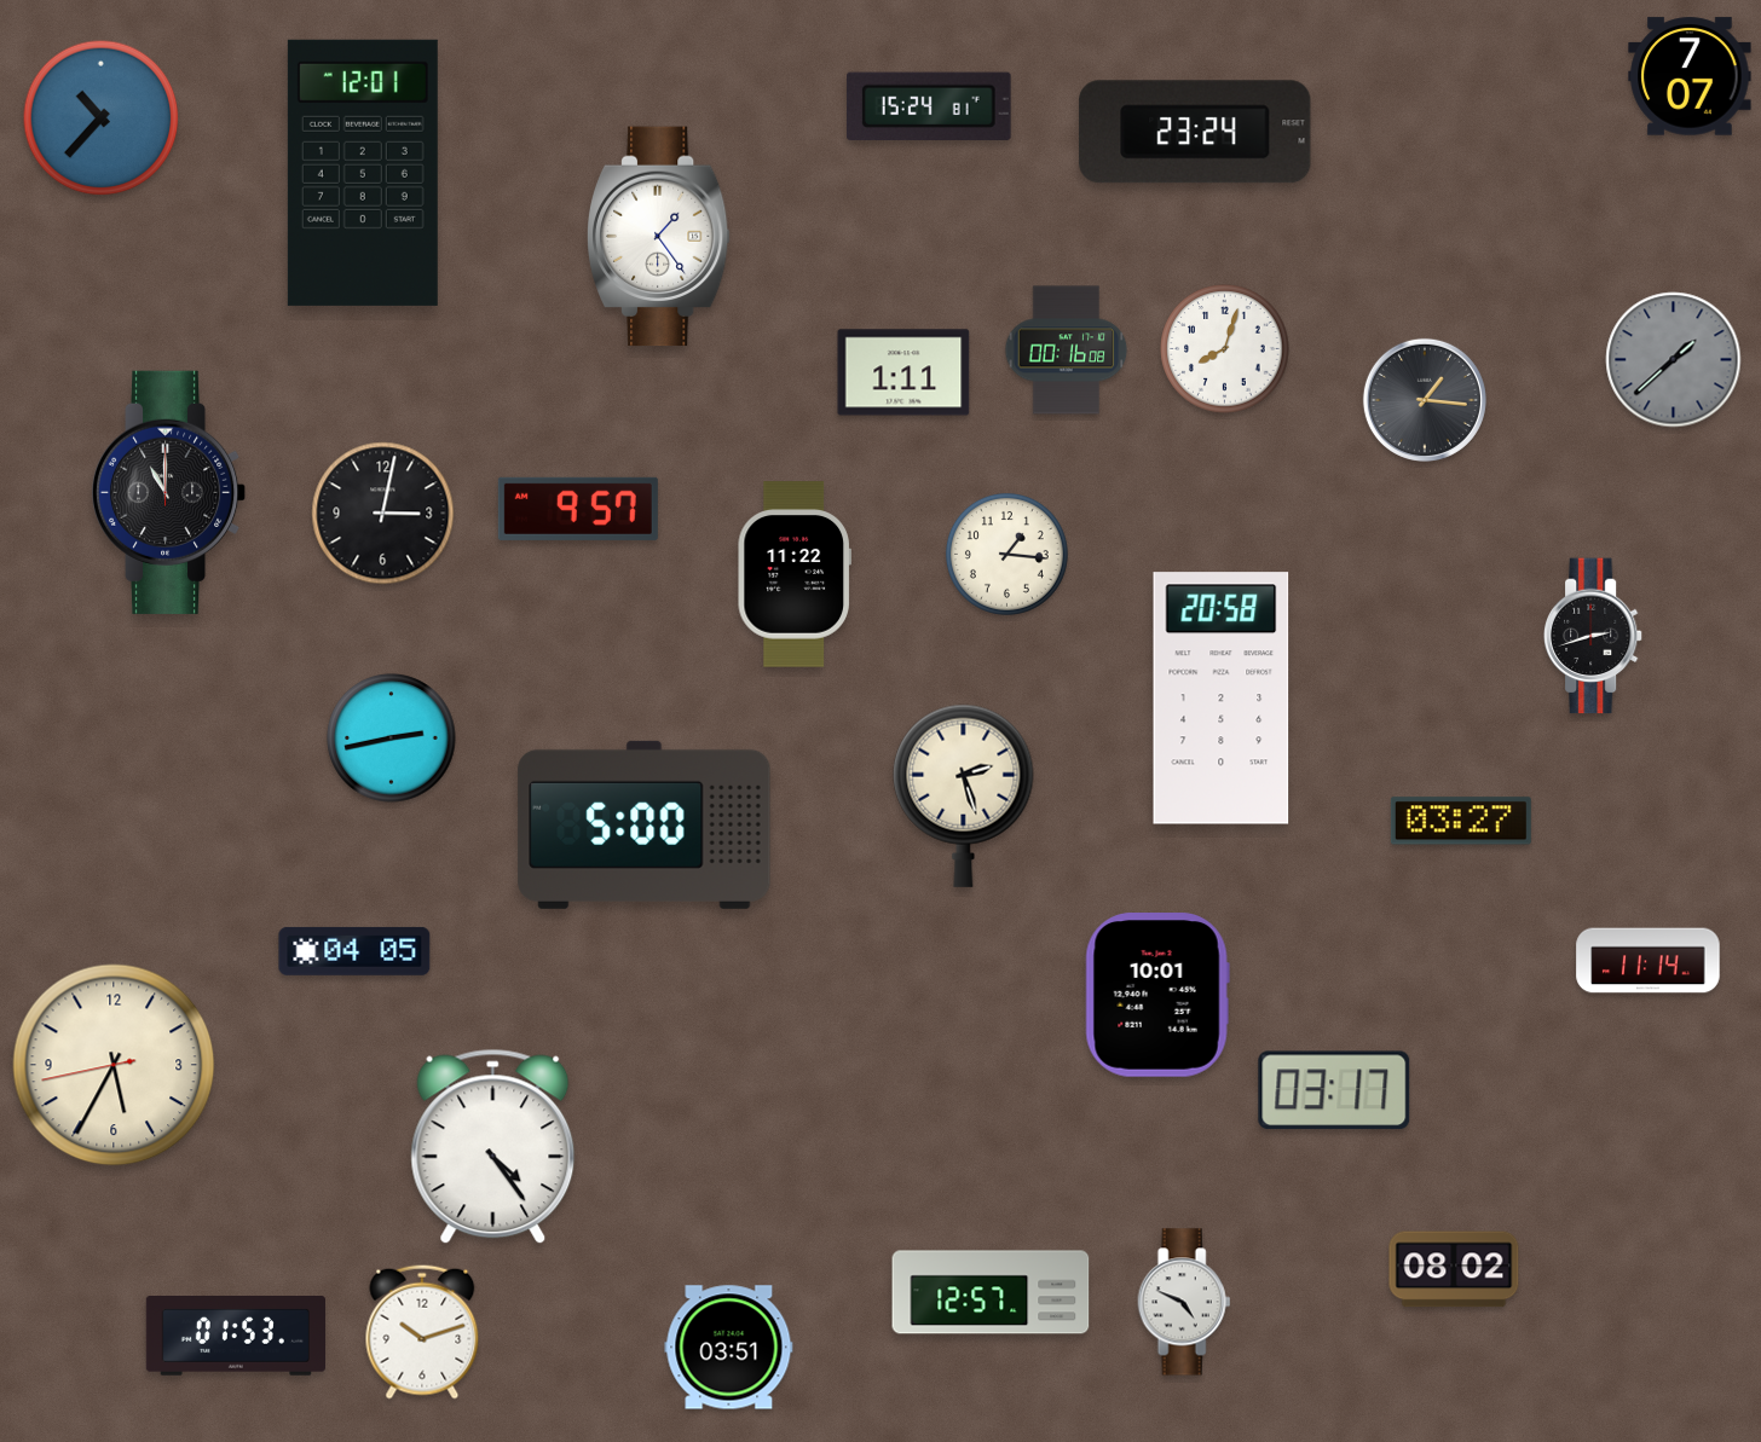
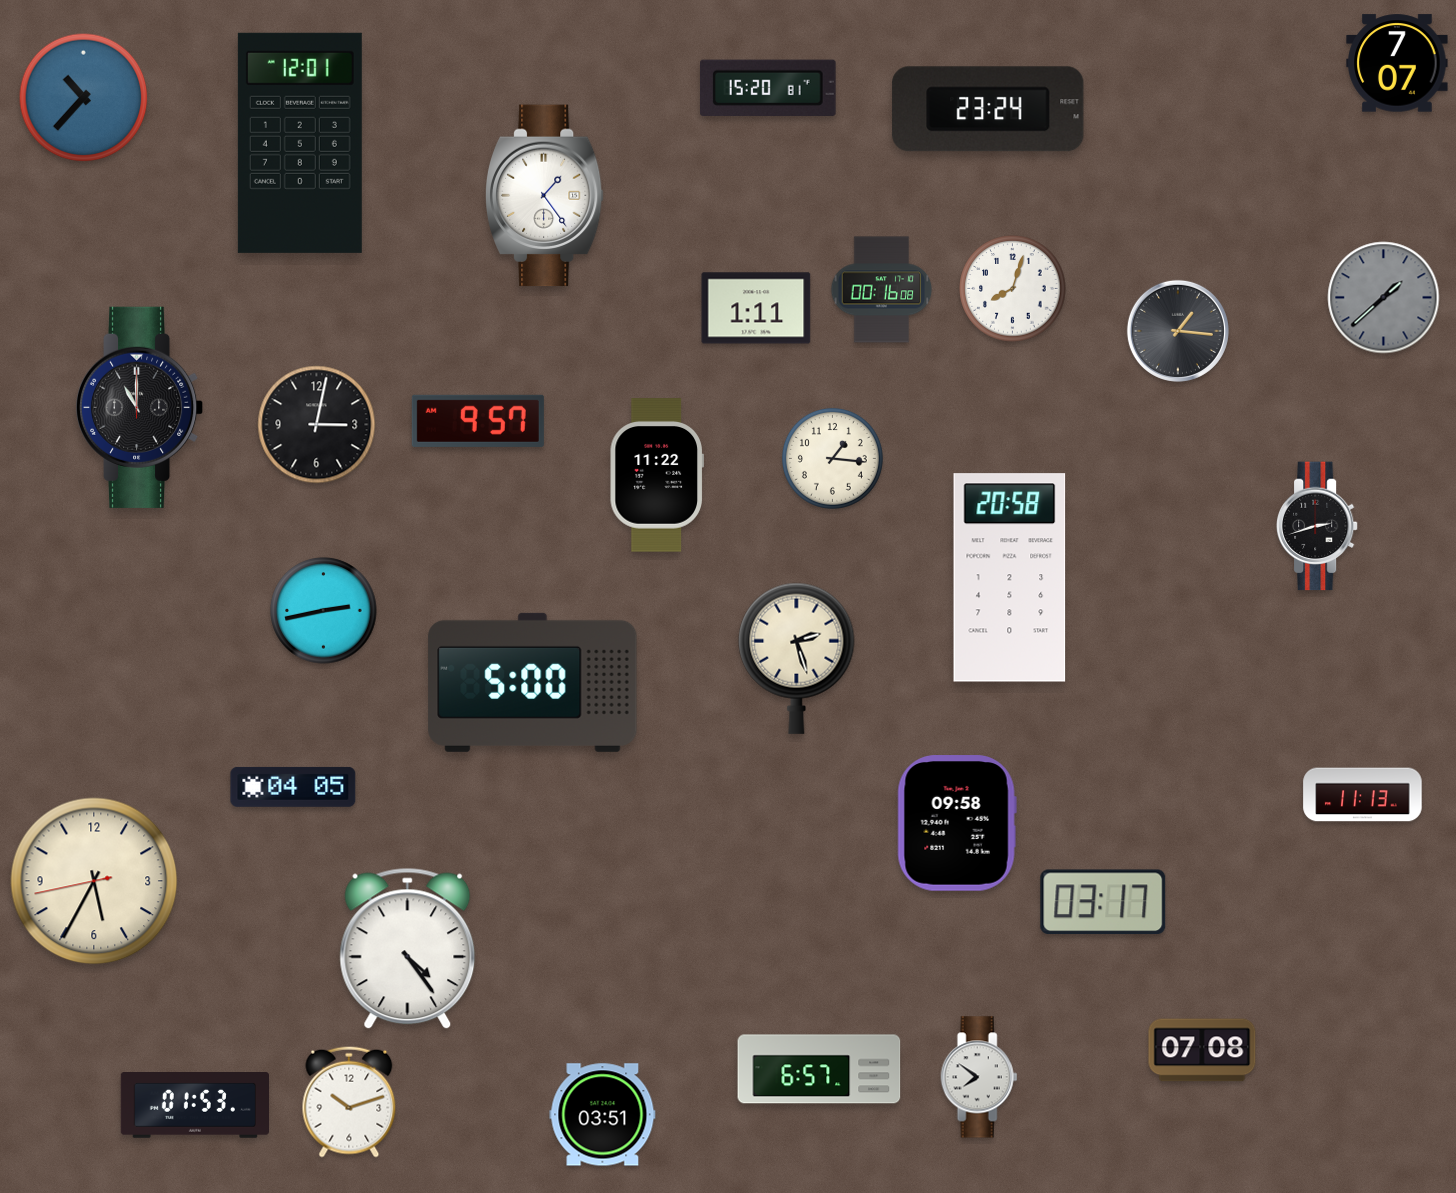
clock at (930, 105): 15:24 -> 15:20
clock at (903, 372) position: (903, 372) -> (756, 308)
clock at (1461, 821): 03:27 -> none
clock at (1649, 961): 11:14 -> 11:13
clock at (1157, 995): 10:01 -> 09:58
clock at (1454, 1269): 08:02 -> 07:08
clock at (991, 1292): 12:57 -> 6:57
clock at (1184, 1302): 4:49 -> 7:51
